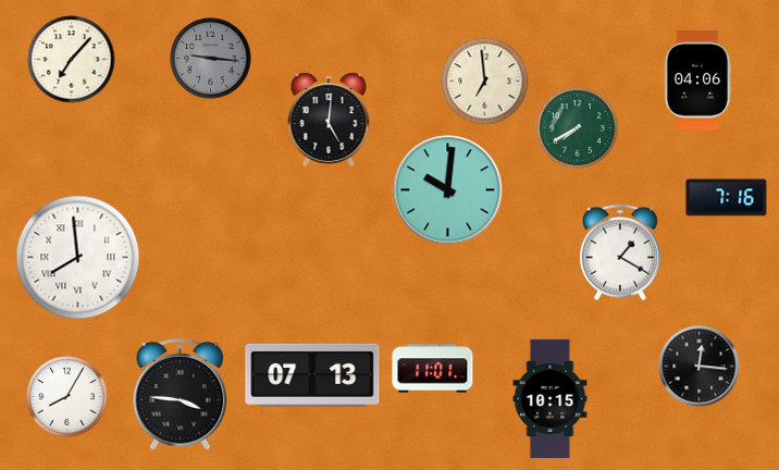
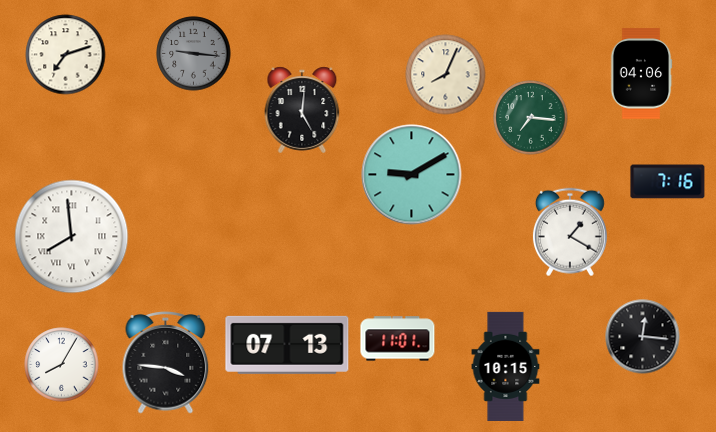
clock at (72, 60): 7:07 -> 7:12
clock at (485, 82): 6:59 -> 8:04
clock at (578, 128): 7:40 -> 7:16
clock at (448, 190): 10:01 -> 9:10
